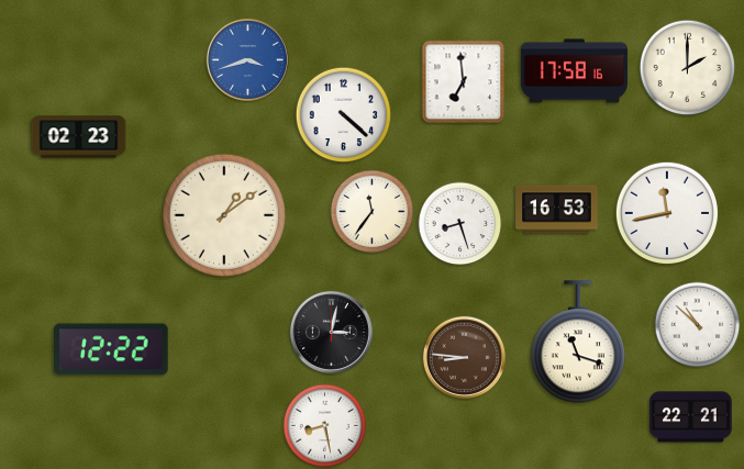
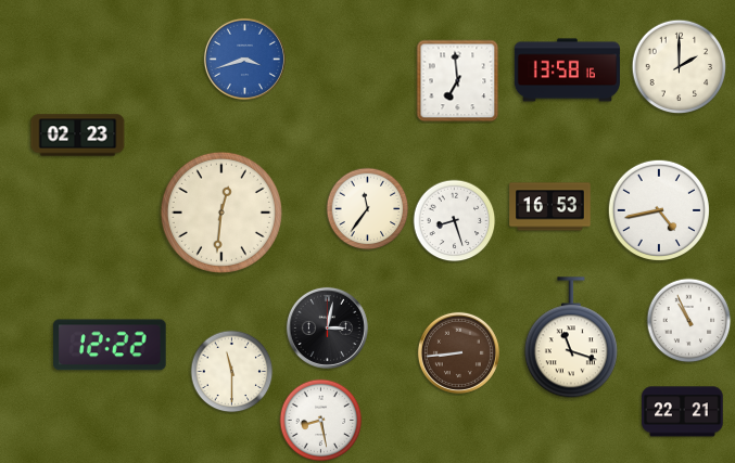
clock at (574, 71): 17:58 -> 13:58
clock at (344, 115): 4:22 -> none
clock at (666, 212): 11:43 -> 4:43
clock at (224, 215): 1:09 -> 12:31
clock at (698, 325): 10:52 -> 10:56
clock at (464, 357): 8:46 -> 8:44
clock at (232, 372): none -> 11:30
